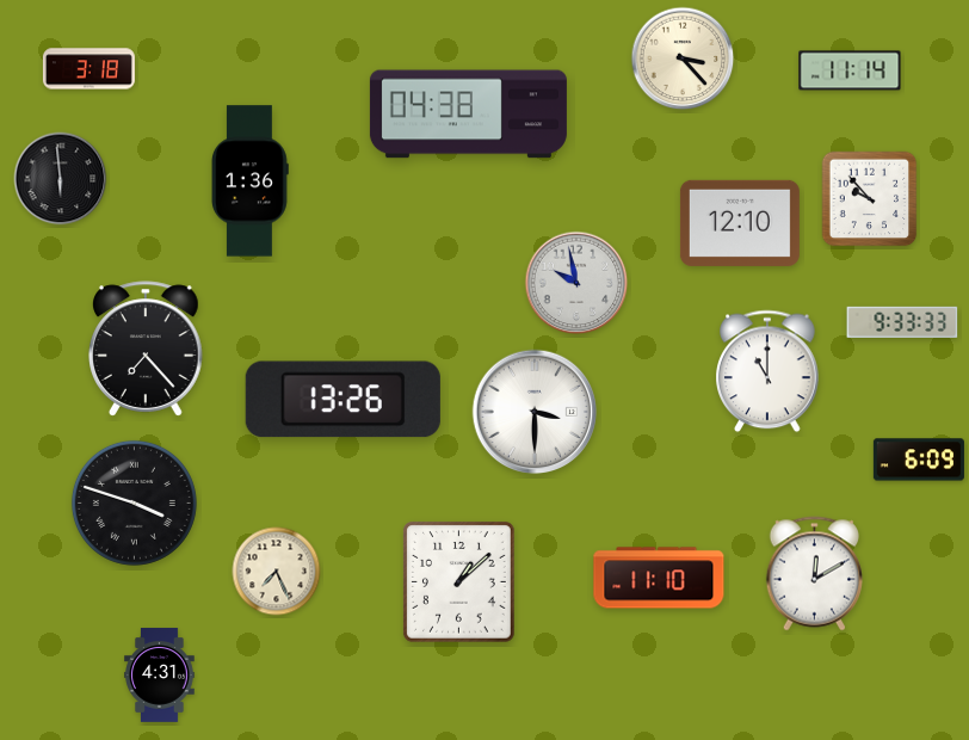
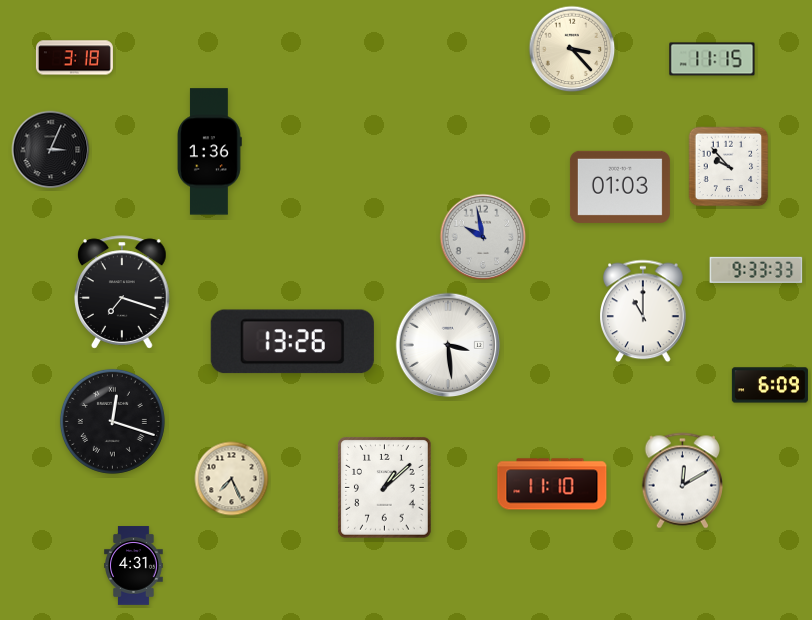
clock at (850, 70): 11:14 -> 11:15
clock at (468, 115): 04:38 -> none
clock at (61, 179): 5:59 -> 3:04
clock at (740, 223): 12:10 -> 01:03
clock at (147, 349): 7:23 -> 7:18
clock at (342, 400) position: (342, 400) -> (292, 342)
clock at (535, 412): 3:30 -> 3:29
clock at (134, 502): 3:48 -> 12:18
